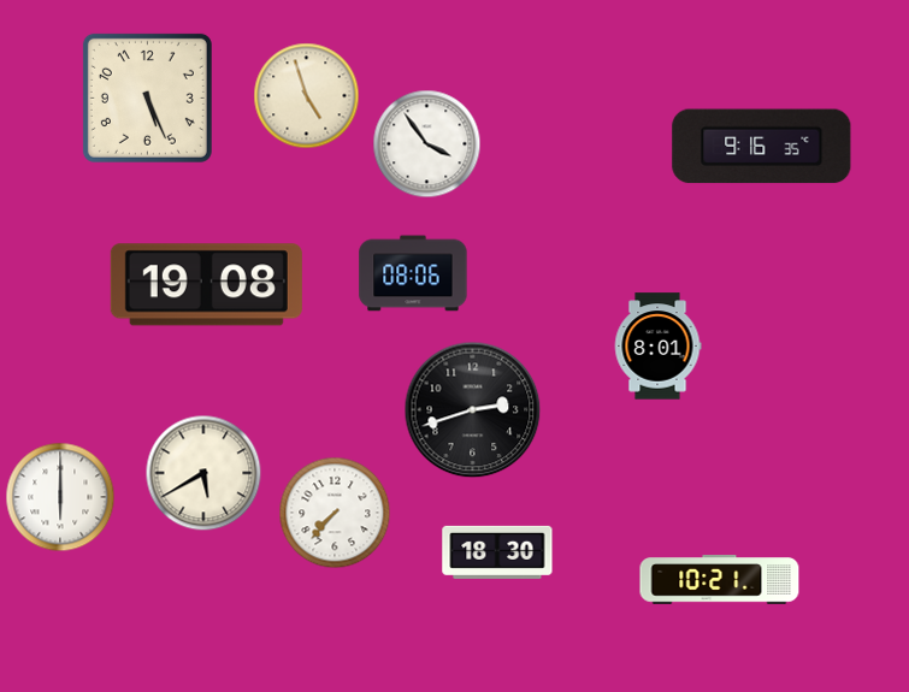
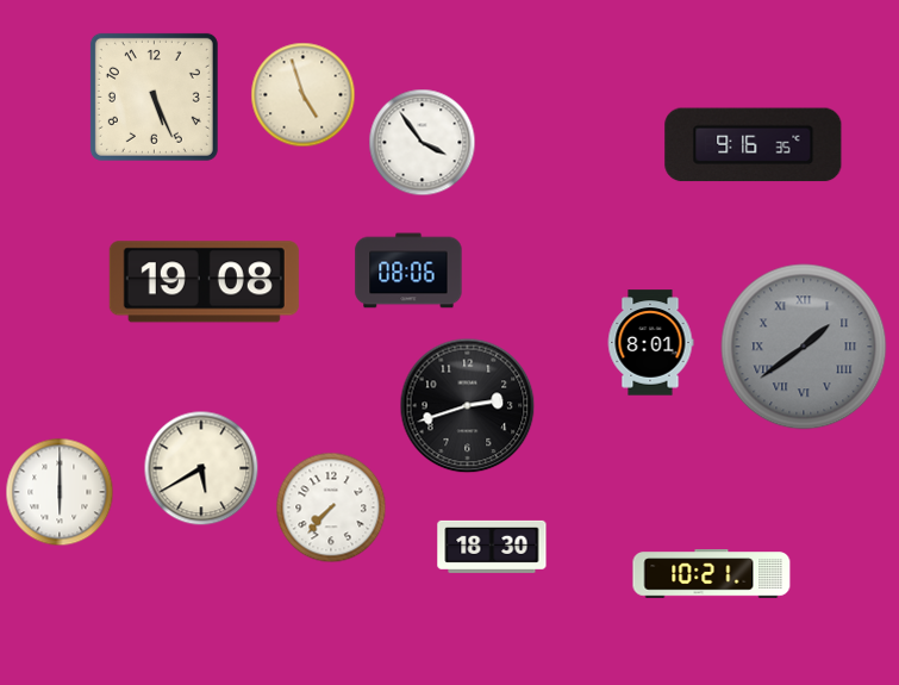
clock at (147, 97) position: (147, 97) -> (154, 96)
clock at (804, 347): none -> 1:39
